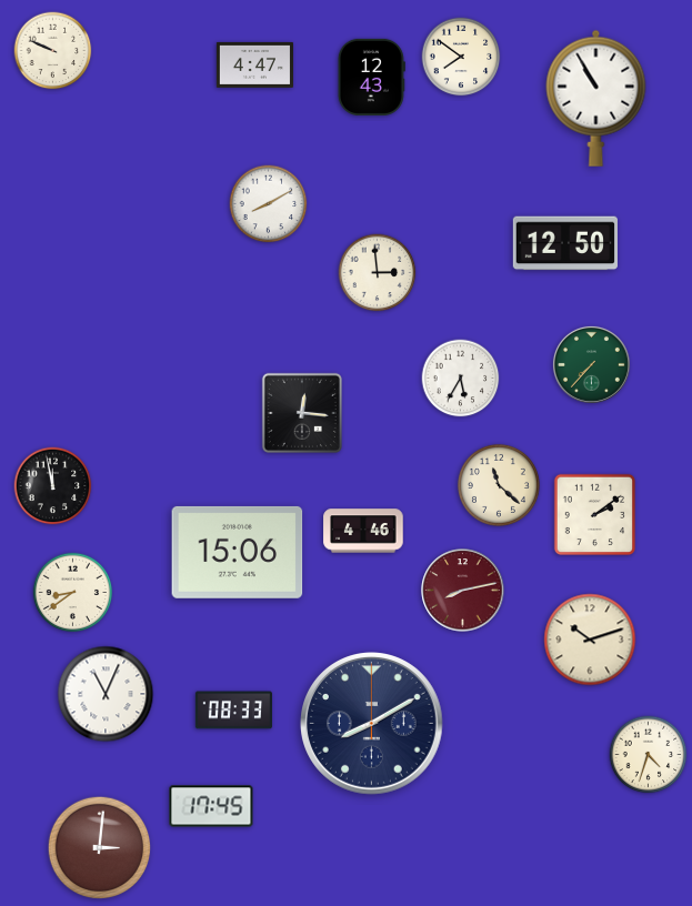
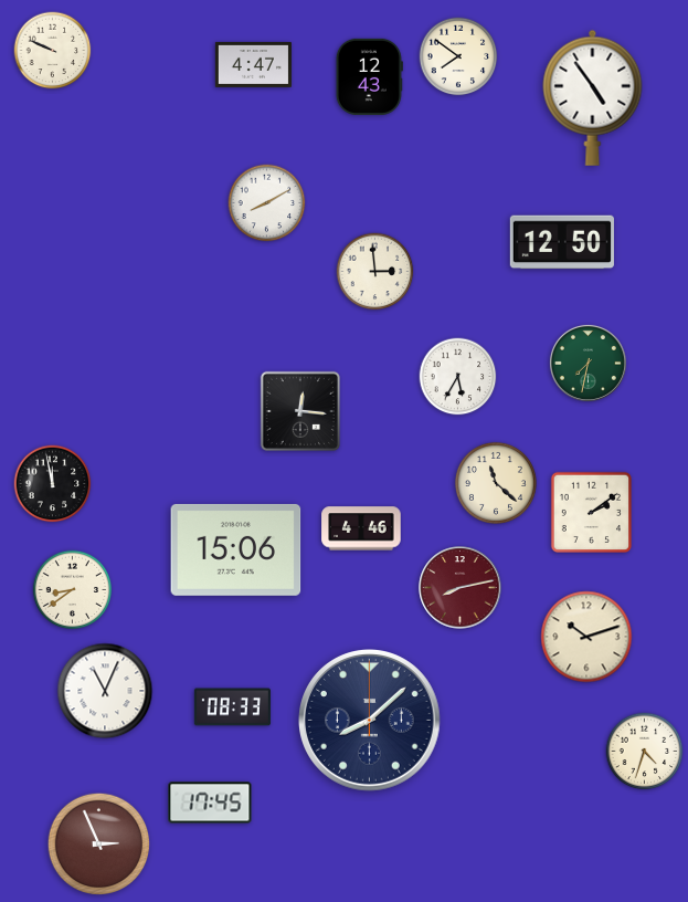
clock at (596, 98): 10:55 -> 4:54
clock at (591, 364): 7:37 -> 7:32
clock at (372, 724): 8:10 -> 8:08
clock at (100, 848): 3:01 -> 2:56
